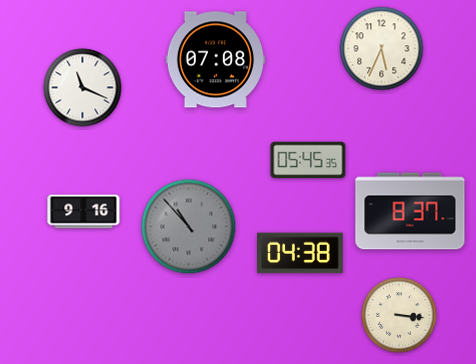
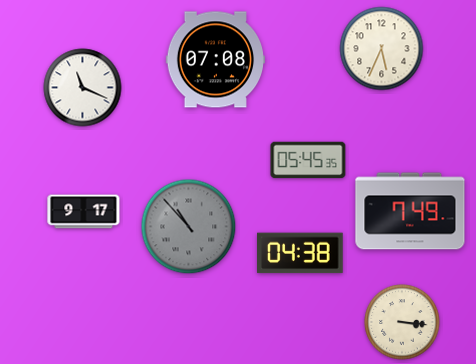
clock at (410, 211): 8:37 -> 7:49
clock at (84, 212): 9:16 -> 9:17
clock at (399, 315) position: (399, 315) -> (402, 322)
